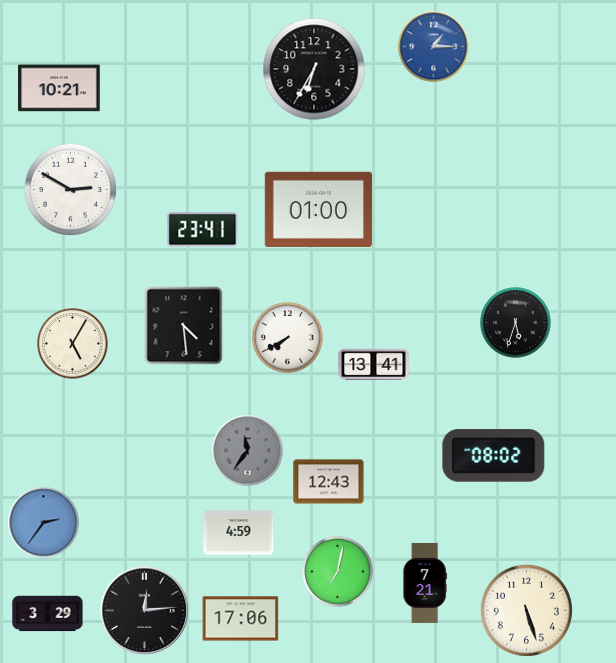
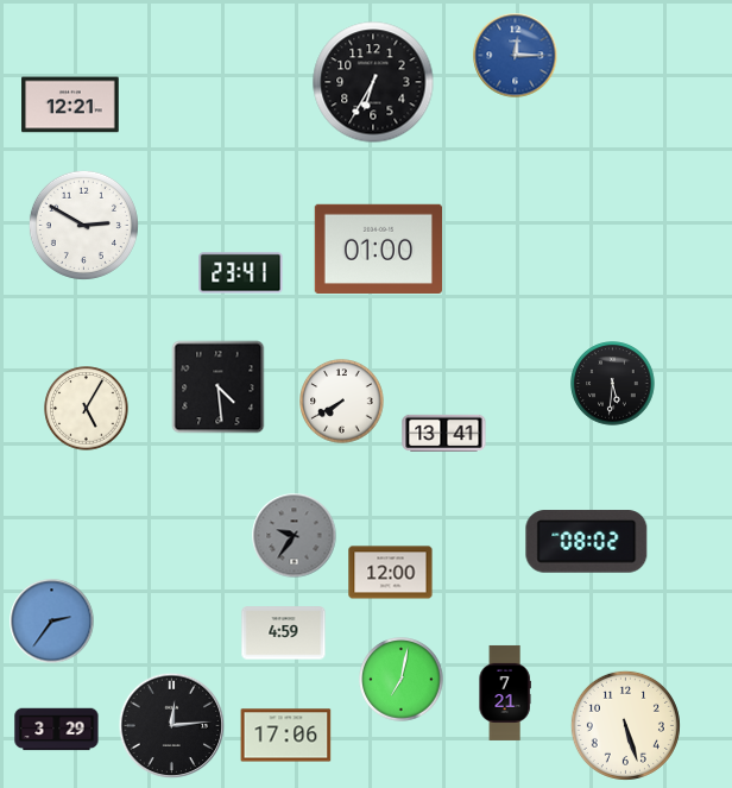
clock at (434, 47): 1:15 -> 12:15
clock at (59, 88): 10:21 -> 12:21
clock at (516, 323): 5:33 -> 5:31
clock at (248, 451): 11:36 -> 9:36
clock at (329, 482): 12:43 -> 12:00
